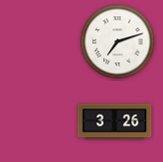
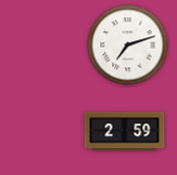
clock at (115, 122): 3:26 -> 2:59
